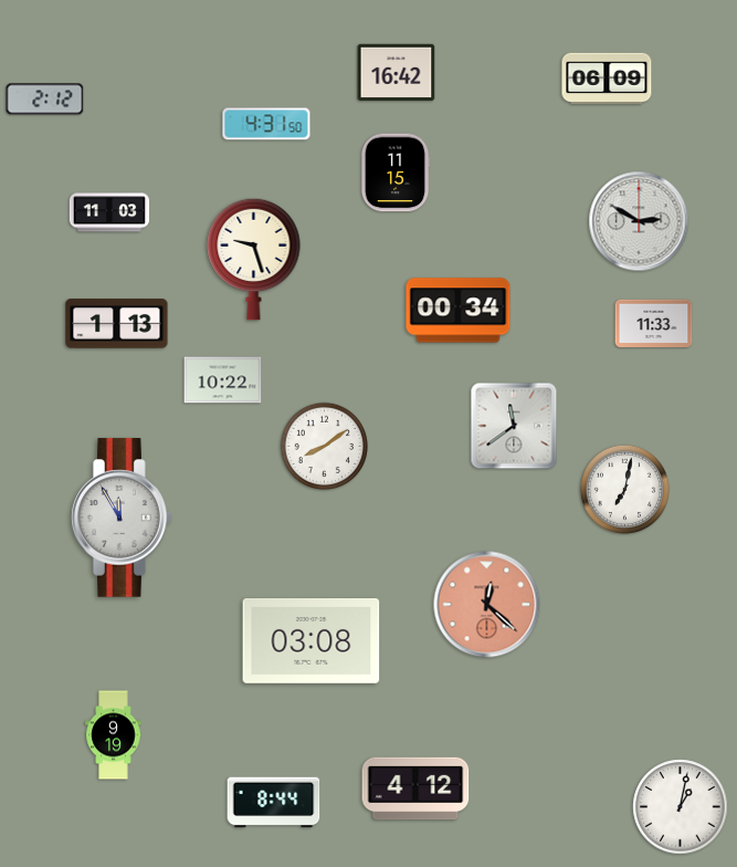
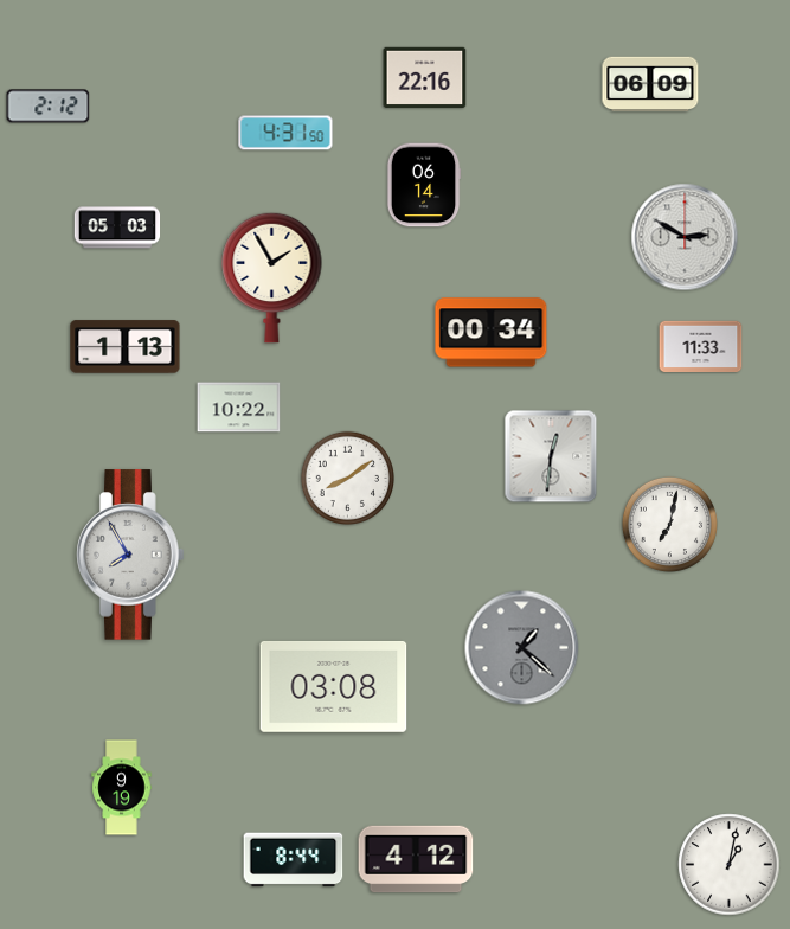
clock at (397, 73): 16:42 -> 22:16
clock at (396, 173): 11:15 -> 06:14
clock at (109, 212): 11:03 -> 05:03
clock at (254, 259): 9:27 -> 1:55
clock at (514, 426): 11:39 -> 12:31
clock at (122, 518): 11:55 -> 7:55
clock at (487, 605): 12:22 -> 1:22
clock at (487, 605) dial: salmon -> grey
clock at (415, 788) position: (415, 788) -> (416, 859)
